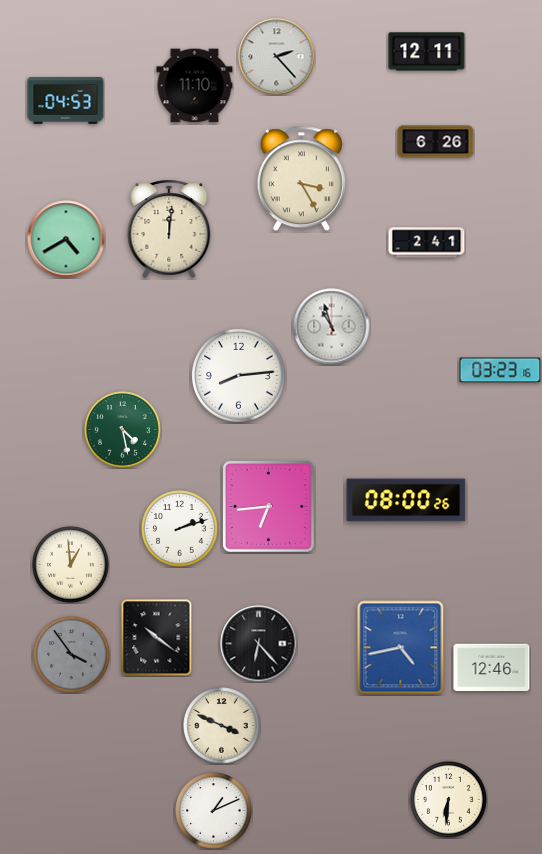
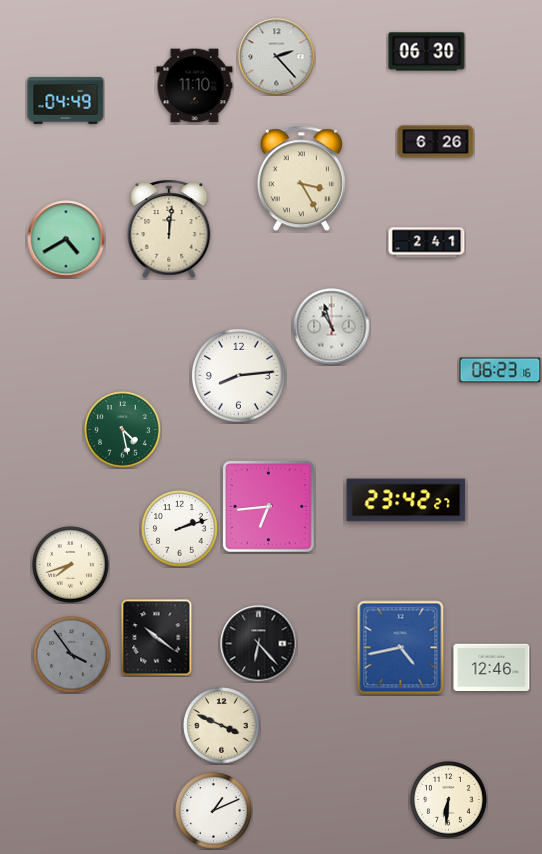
clock at (427, 52): 12:11 -> 06:30
clock at (66, 100): 04:53 -> 04:49
clock at (500, 370): 03:23 -> 06:23
clock at (406, 500): 08:00 -> 23:42
clock at (71, 565): 12:59 -> 7:42
